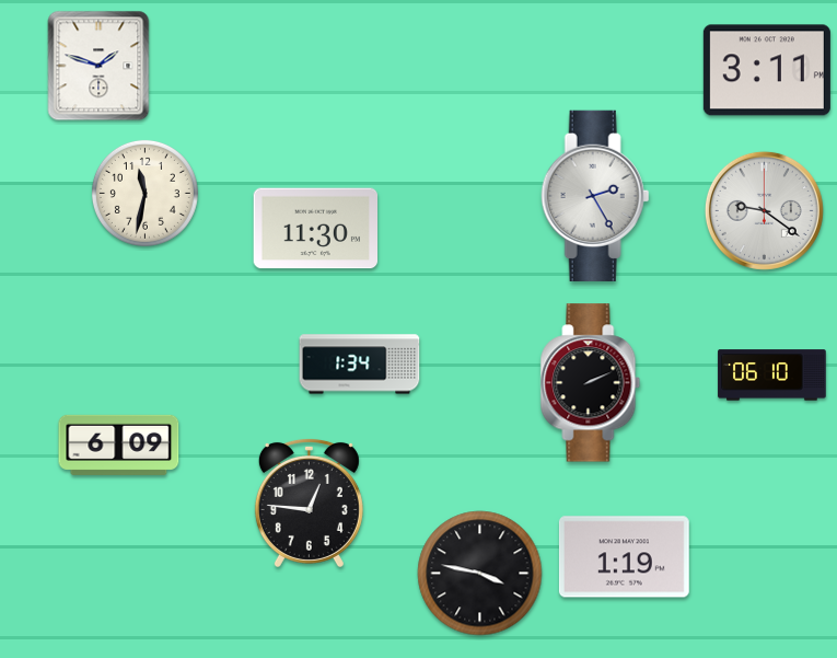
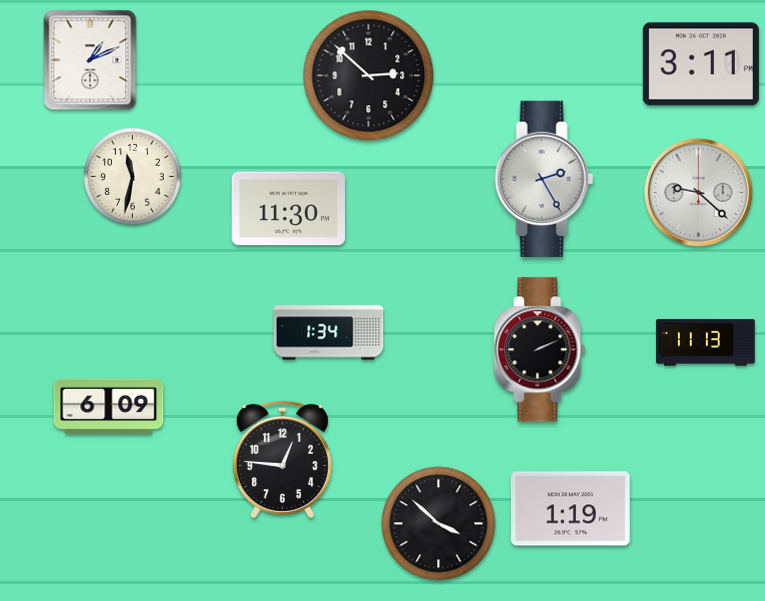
clock at (98, 66): 1:48 -> 1:11
clock at (369, 76): none -> 2:52
clock at (764, 210): 9:21 -> 9:22
clock at (772, 376): 06:10 -> 11:13
clock at (480, 574): 3:47 -> 3:52
